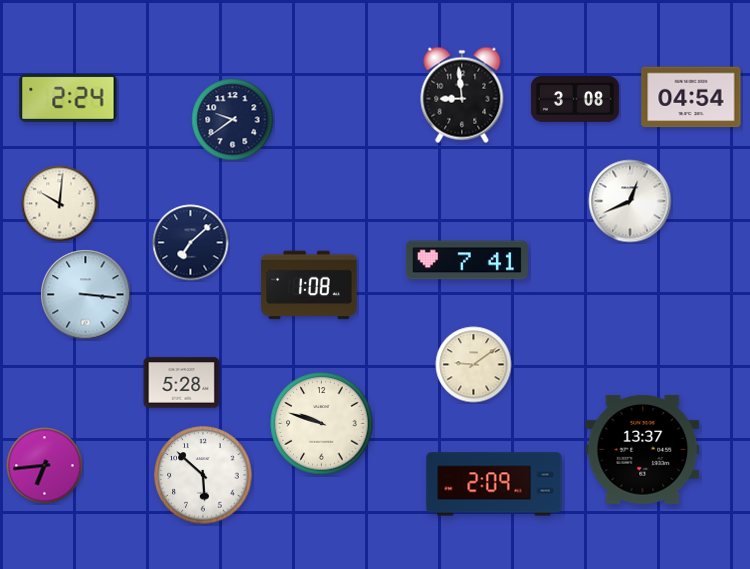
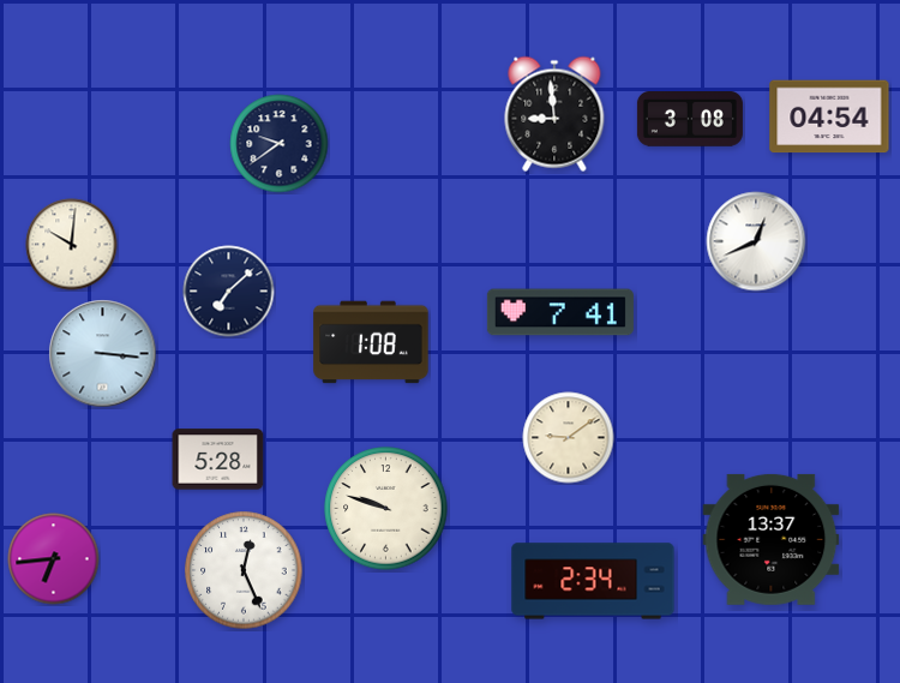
clock at (68, 98): 2:24 -> none
clock at (203, 475): 5:52 -> 12:26
clock at (494, 484): 2:09 -> 2:34
